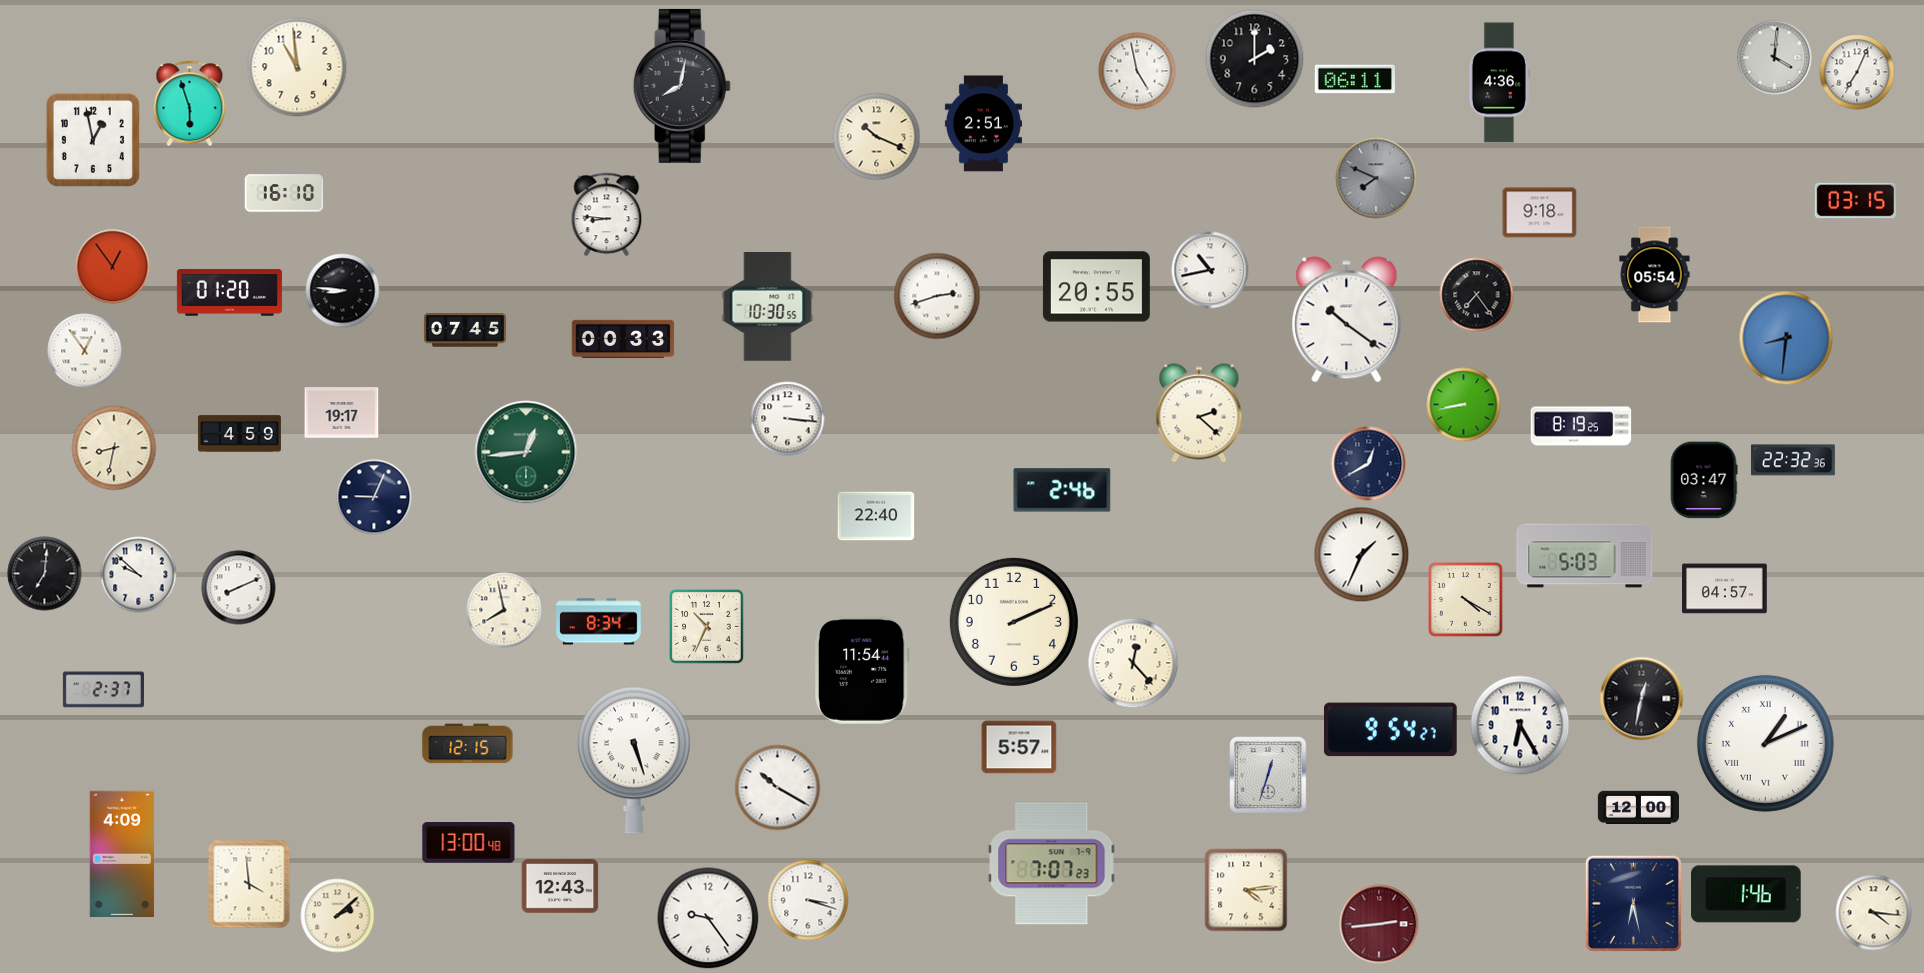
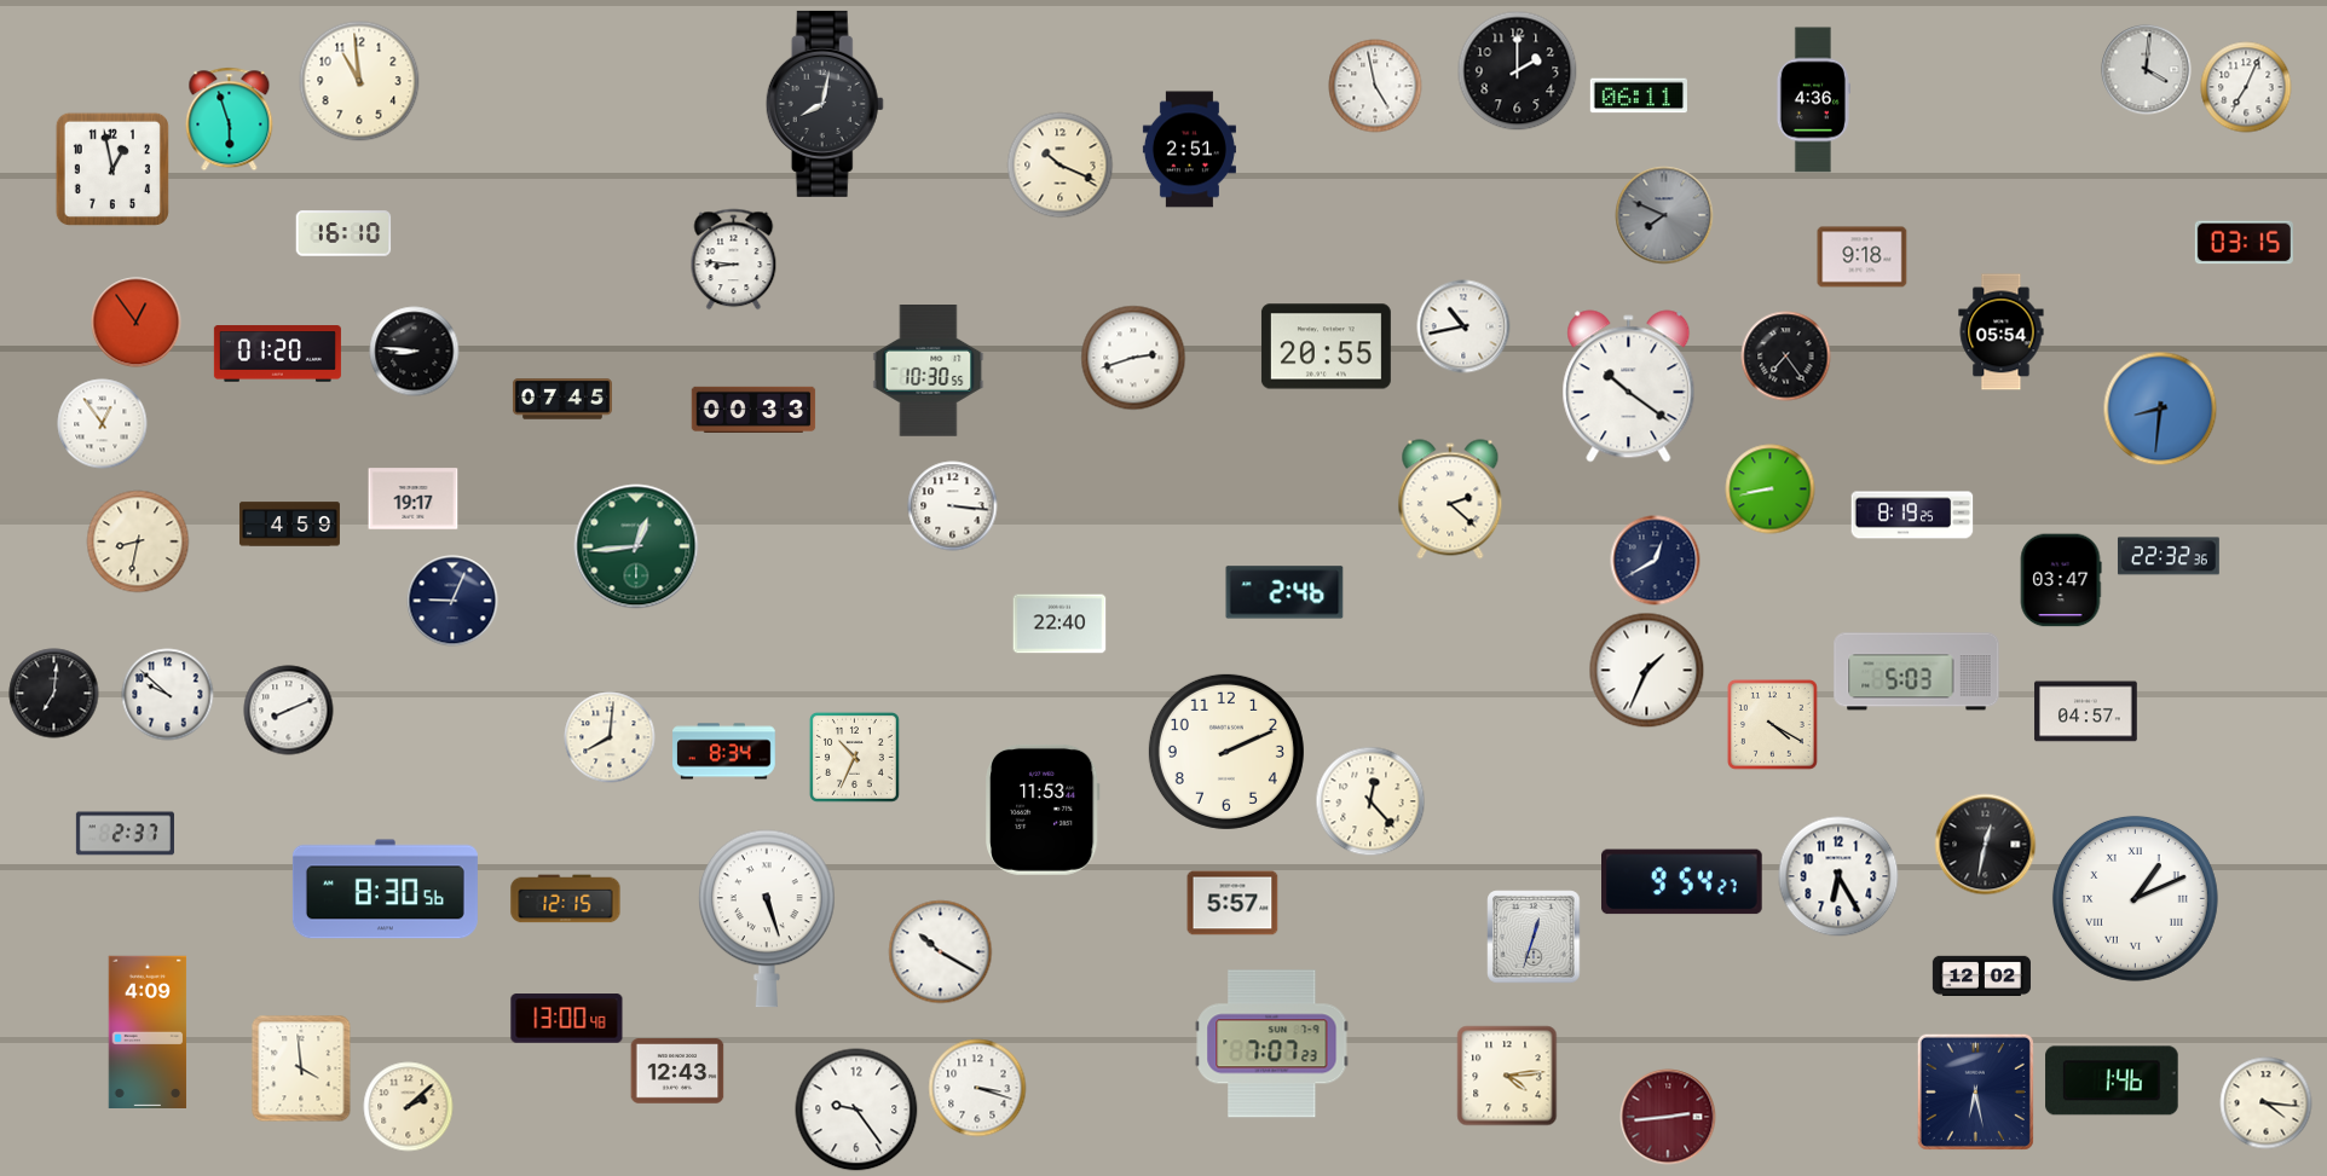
clock at (190, 104) position: (190, 104) -> (230, 120)
clock at (504, 610): 7:58 -> 8:01
clock at (862, 670): 11:54 -> 11:53
clock at (385, 890): none -> 8:30
clock at (1638, 807): 12:00 -> 12:02
